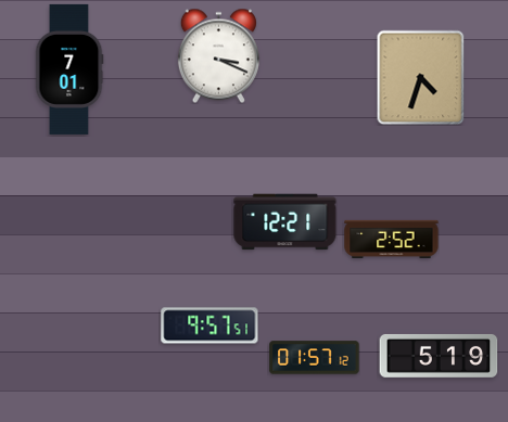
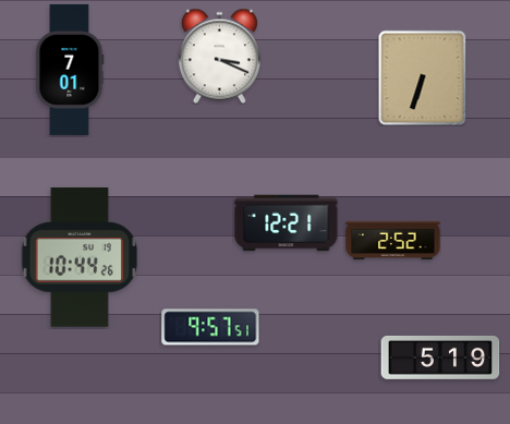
clock at (421, 77): 4:33 -> 6:33
clock at (80, 258): none -> 10:44
clock at (315, 358): 01:57 -> none
